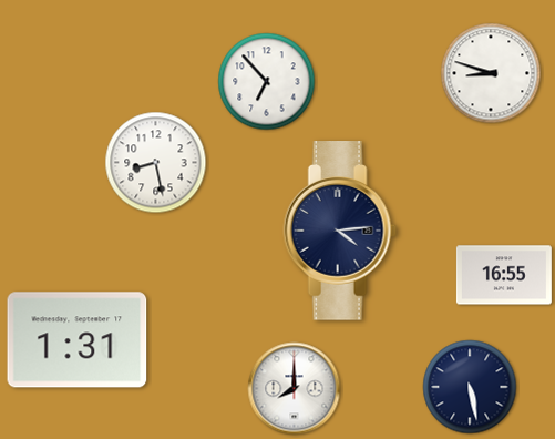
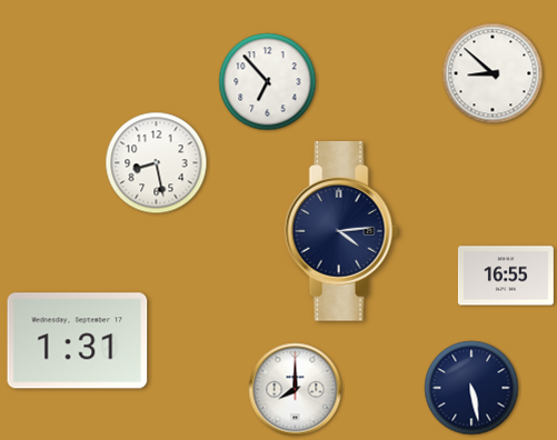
clock at (491, 73): 8:48 -> 8:52
